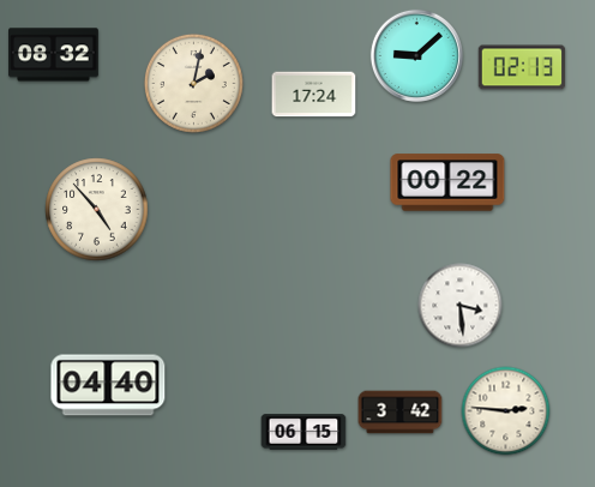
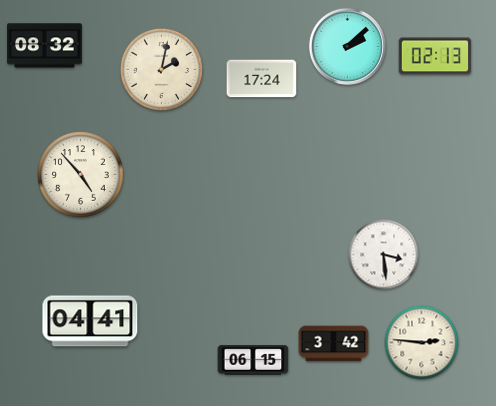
clock at (416, 55): 9:08 -> 2:08
clock at (447, 182): 00:22 -> none
clock at (108, 385): 04:40 -> 04:41
